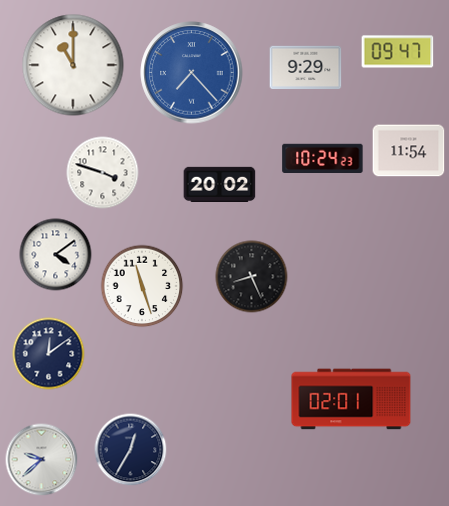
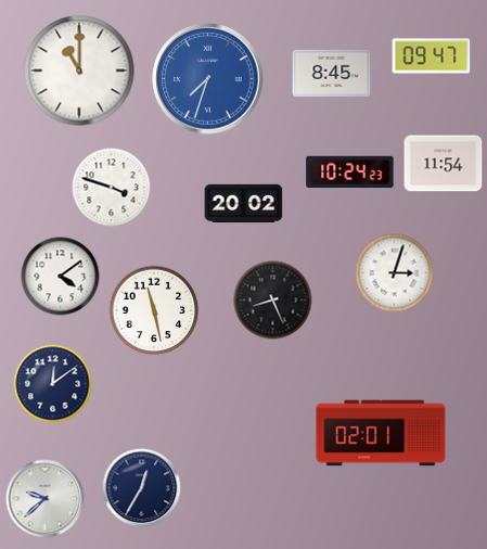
clock at (306, 67): 9:29 -> 8:45
clock at (192, 73): 7:23 -> 7:33
clock at (220, 184) position: (220, 184) -> (244, 203)
clock at (395, 273): none -> 3:03
clock at (142, 286): 11:27 -> 11:28
